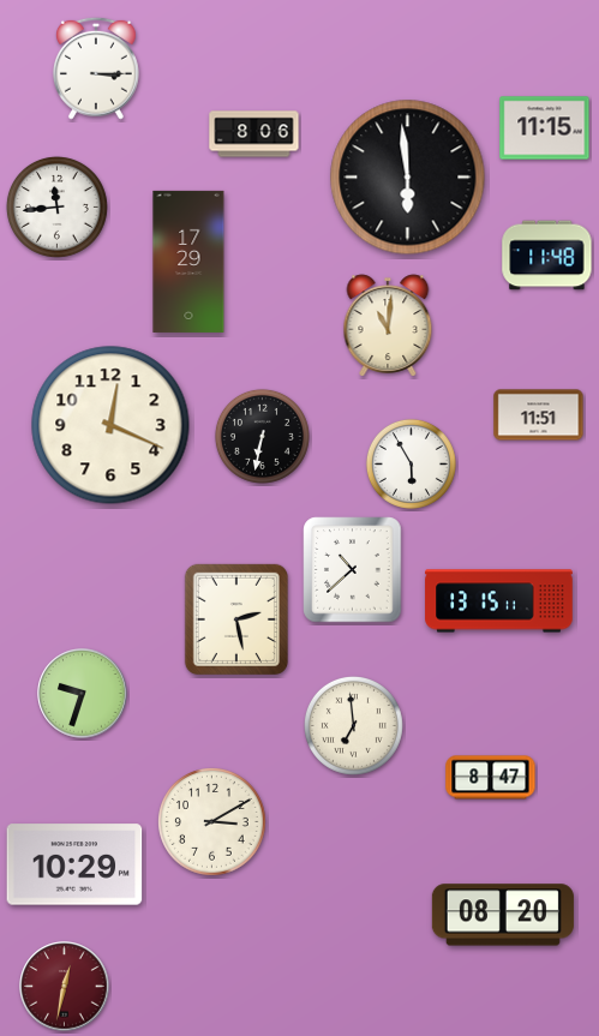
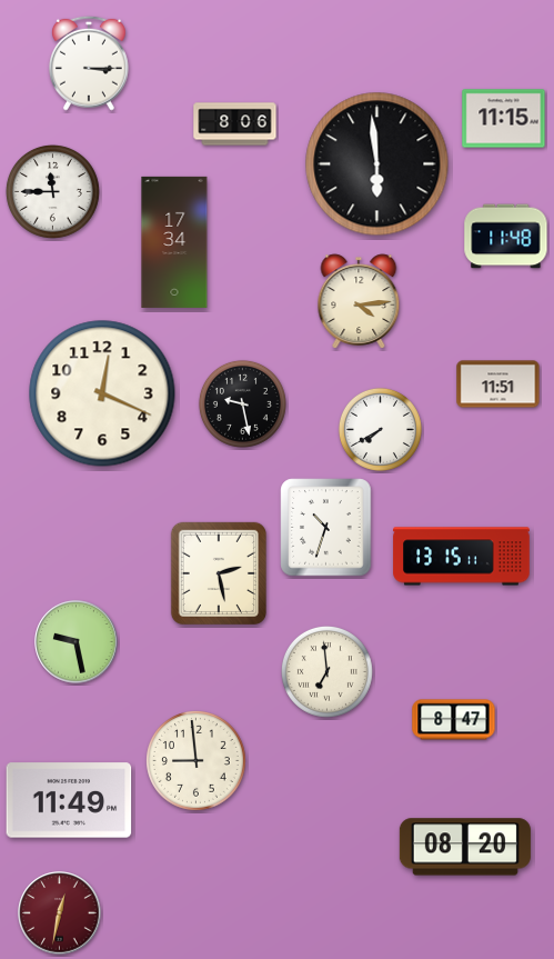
clock at (56, 206): 11:44 -> 11:45
clock at (188, 262): 17:29 -> 17:34
clock at (388, 325): 11:01 -> 4:14
clock at (262, 436): 6:32 -> 9:28
clock at (411, 463): 5:55 -> 7:40
clock at (353, 570): 10:38 -> 10:33
clock at (83, 694): 9:33 -> 9:28
clock at (212, 822): 3:10 -> 8:59
clock at (74, 864): 10:29 -> 11:49
